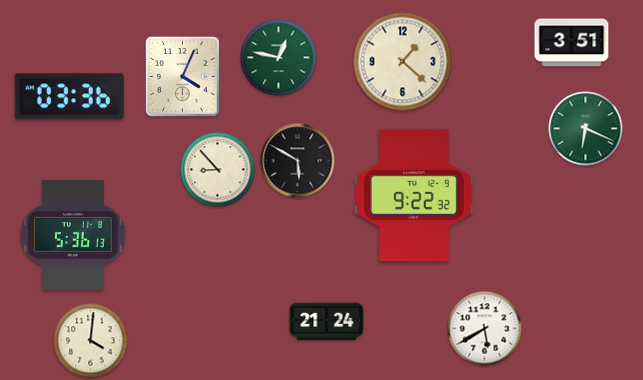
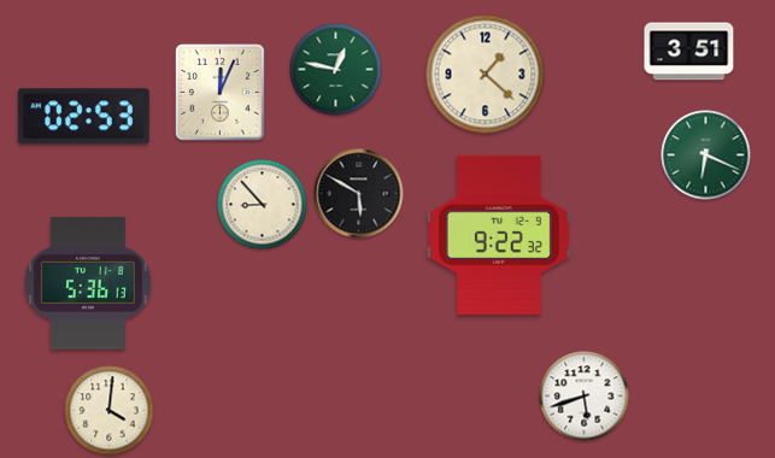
clock at (183, 77): 4:04 -> 12:04
clock at (69, 97): 03:36 -> 02:53
clock at (327, 322): 21:24 -> none
clock at (485, 329): 5:40 -> 5:42
